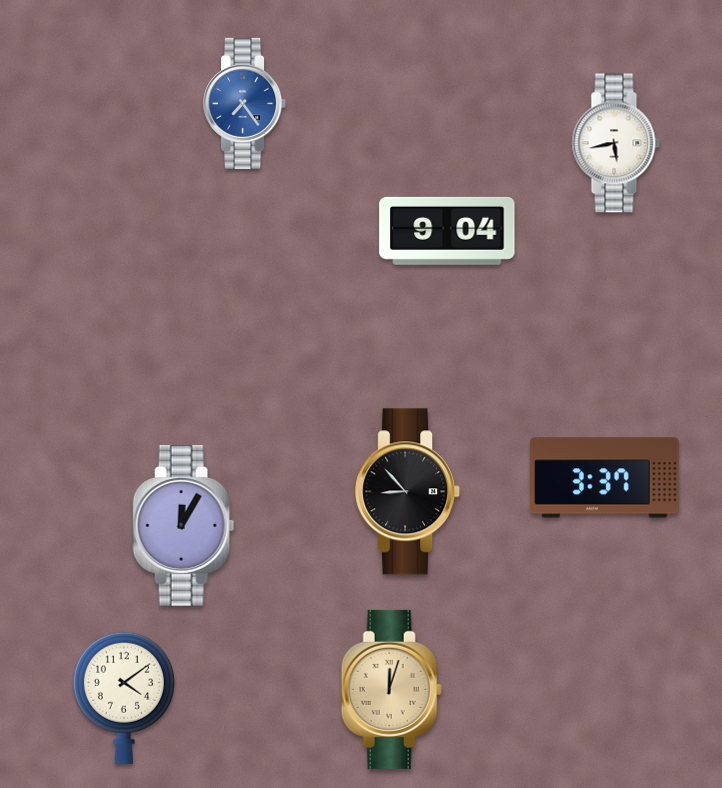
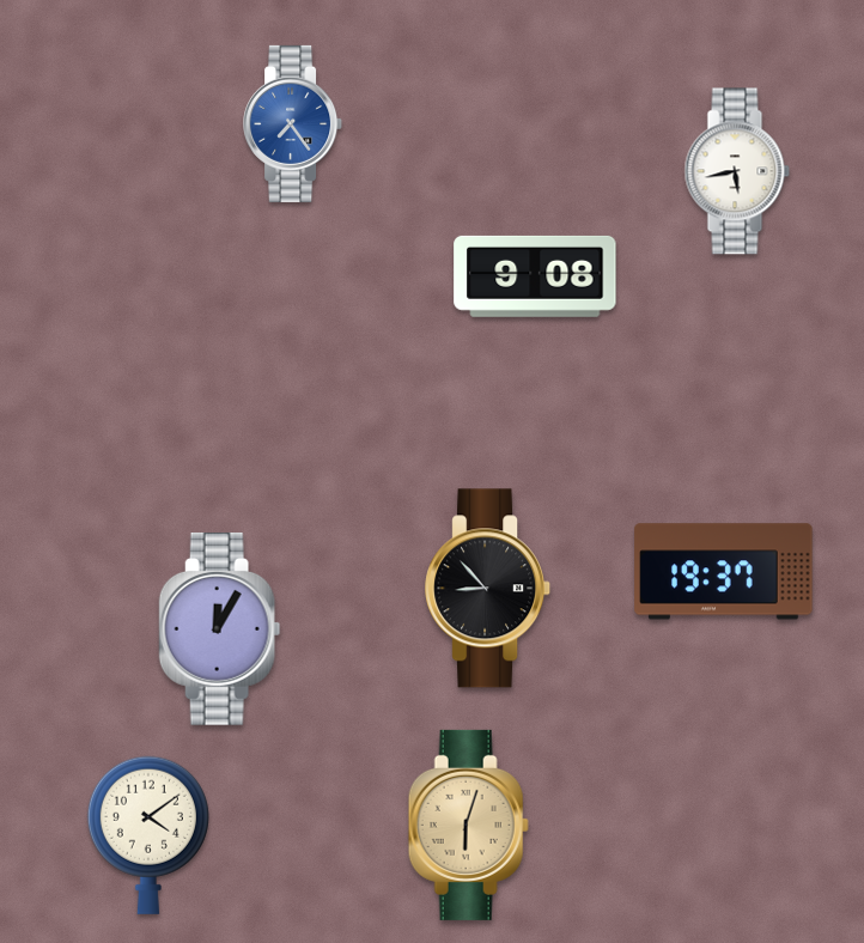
clock at (447, 231): 9:04 -> 9:08
clock at (605, 478): 3:37 -> 19:37
clock at (391, 689): 12:03 -> 6:03
